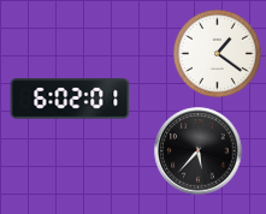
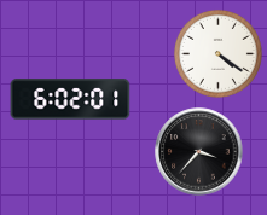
clock at (217, 53): 1:21 -> 4:21
clock at (199, 151): 5:37 -> 3:37
